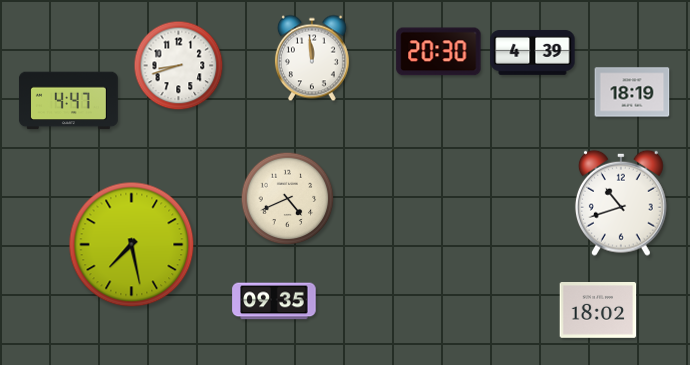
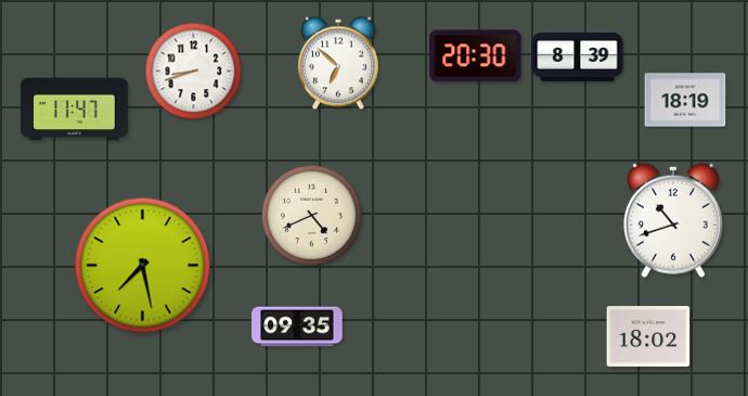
clock at (533, 52): 4:39 -> 8:39
clock at (312, 58): 11:59 -> 6:52
clock at (68, 101): 4:47 -> 11:47
